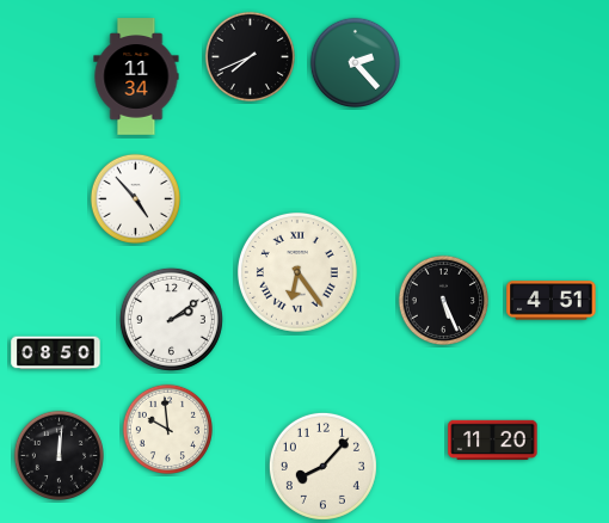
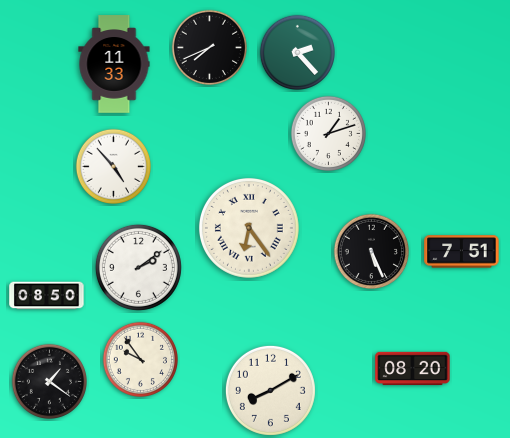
clock at (136, 76): 11:34 -> 11:33
clock at (328, 133): none -> 1:12
clock at (552, 301): 4:51 -> 7:51
clock at (171, 319) position: (171, 319) -> (138, 267)
clock at (167, 429): 9:59 -> 9:54
clock at (493, 441): 11:20 -> 08:20
clock at (59, 455): 12:01 -> 1:21
clock at (322, 466): 8:07 -> 8:10
